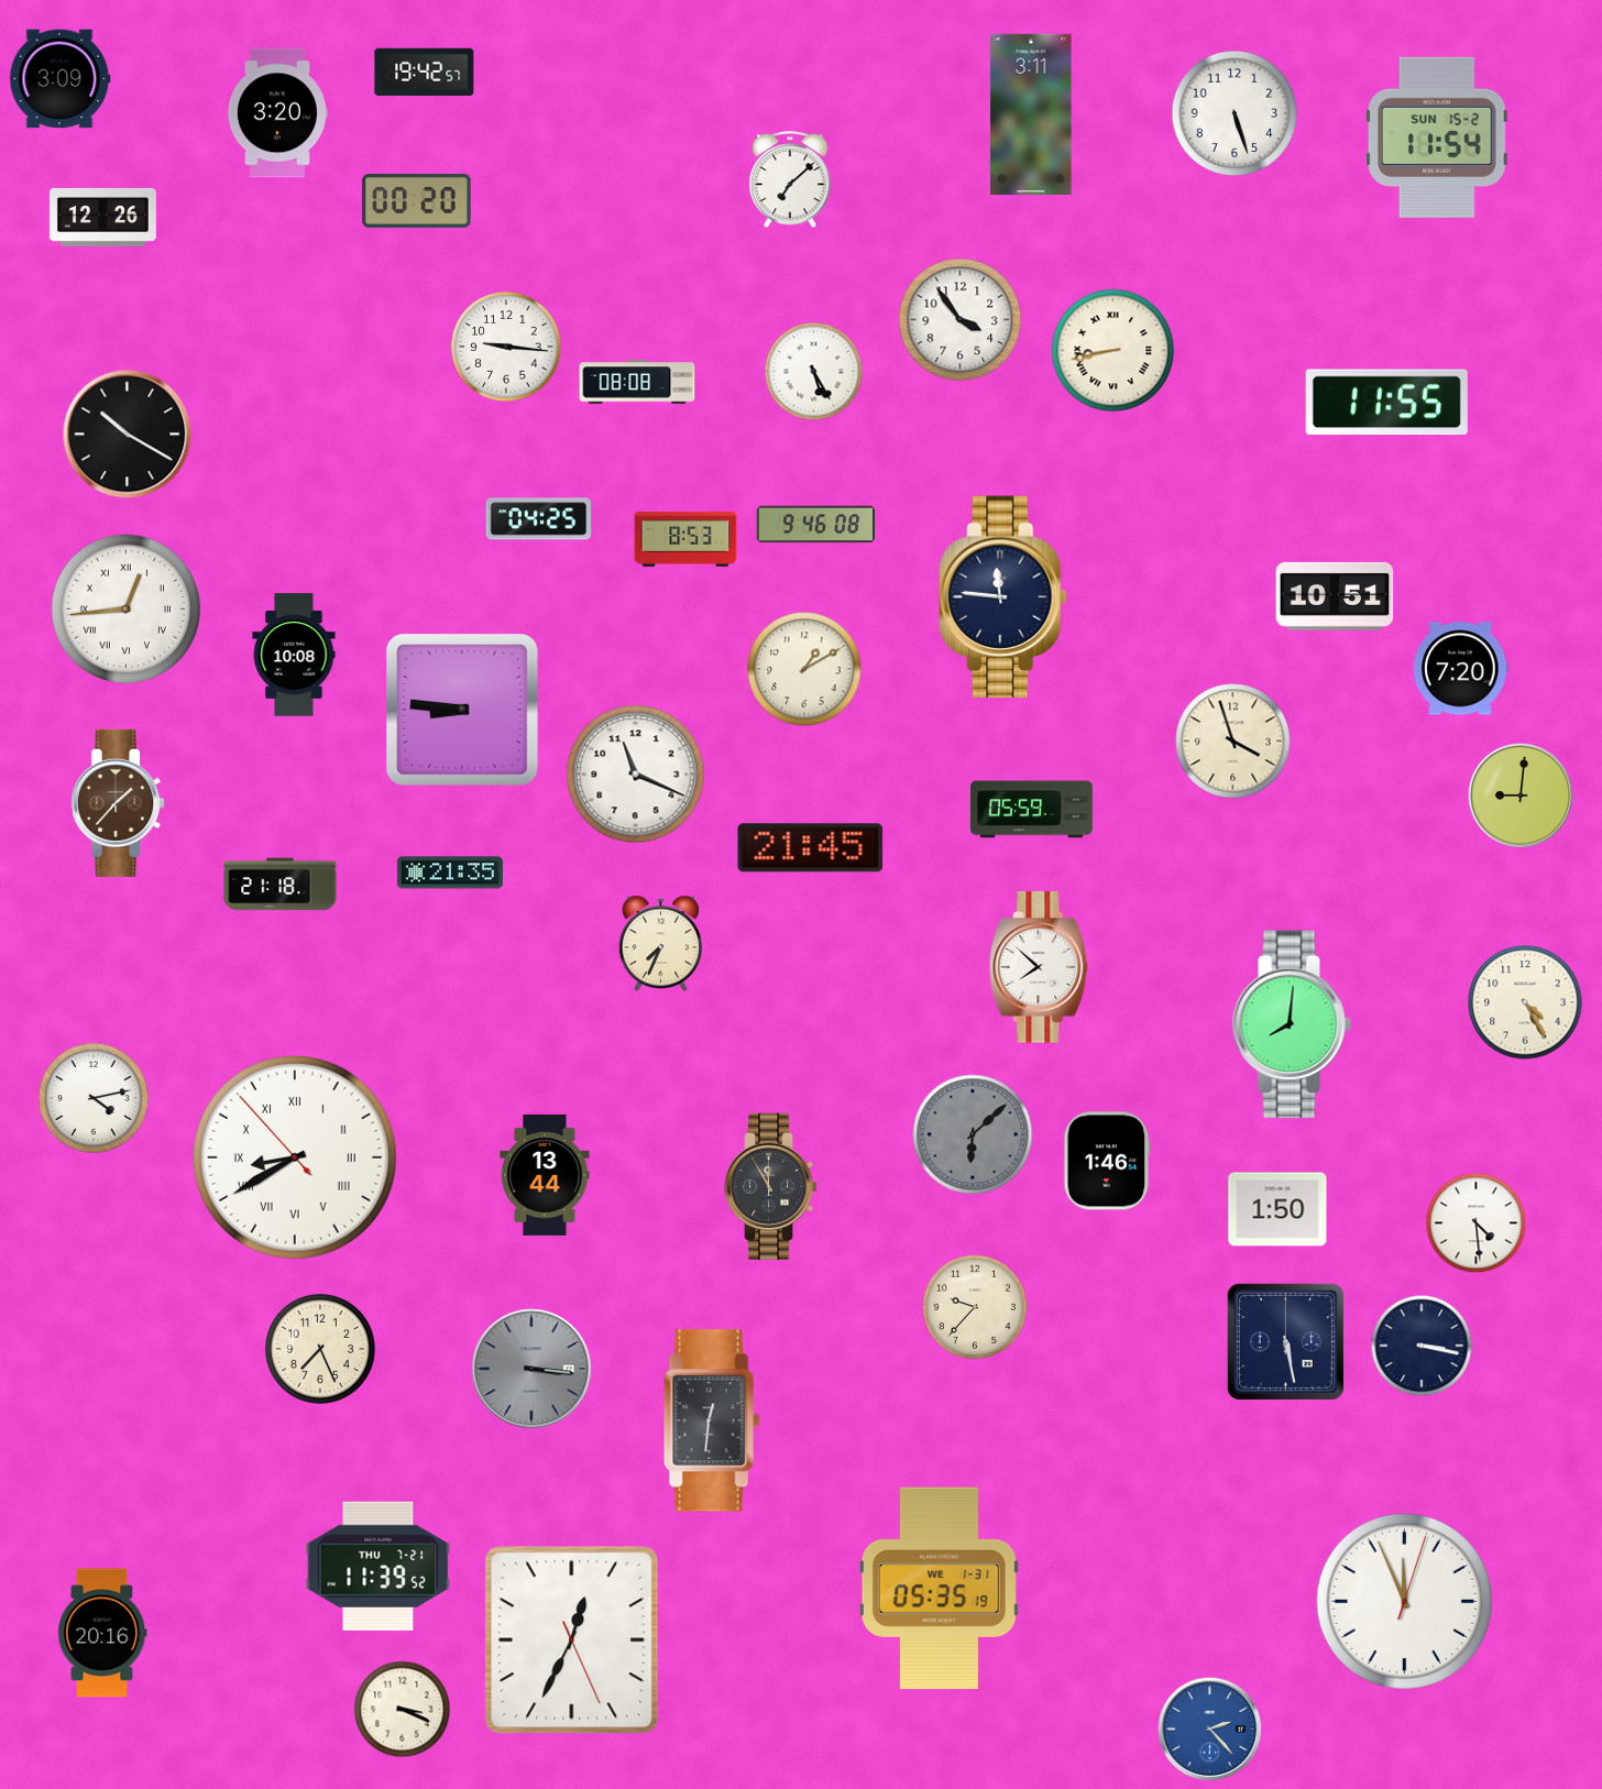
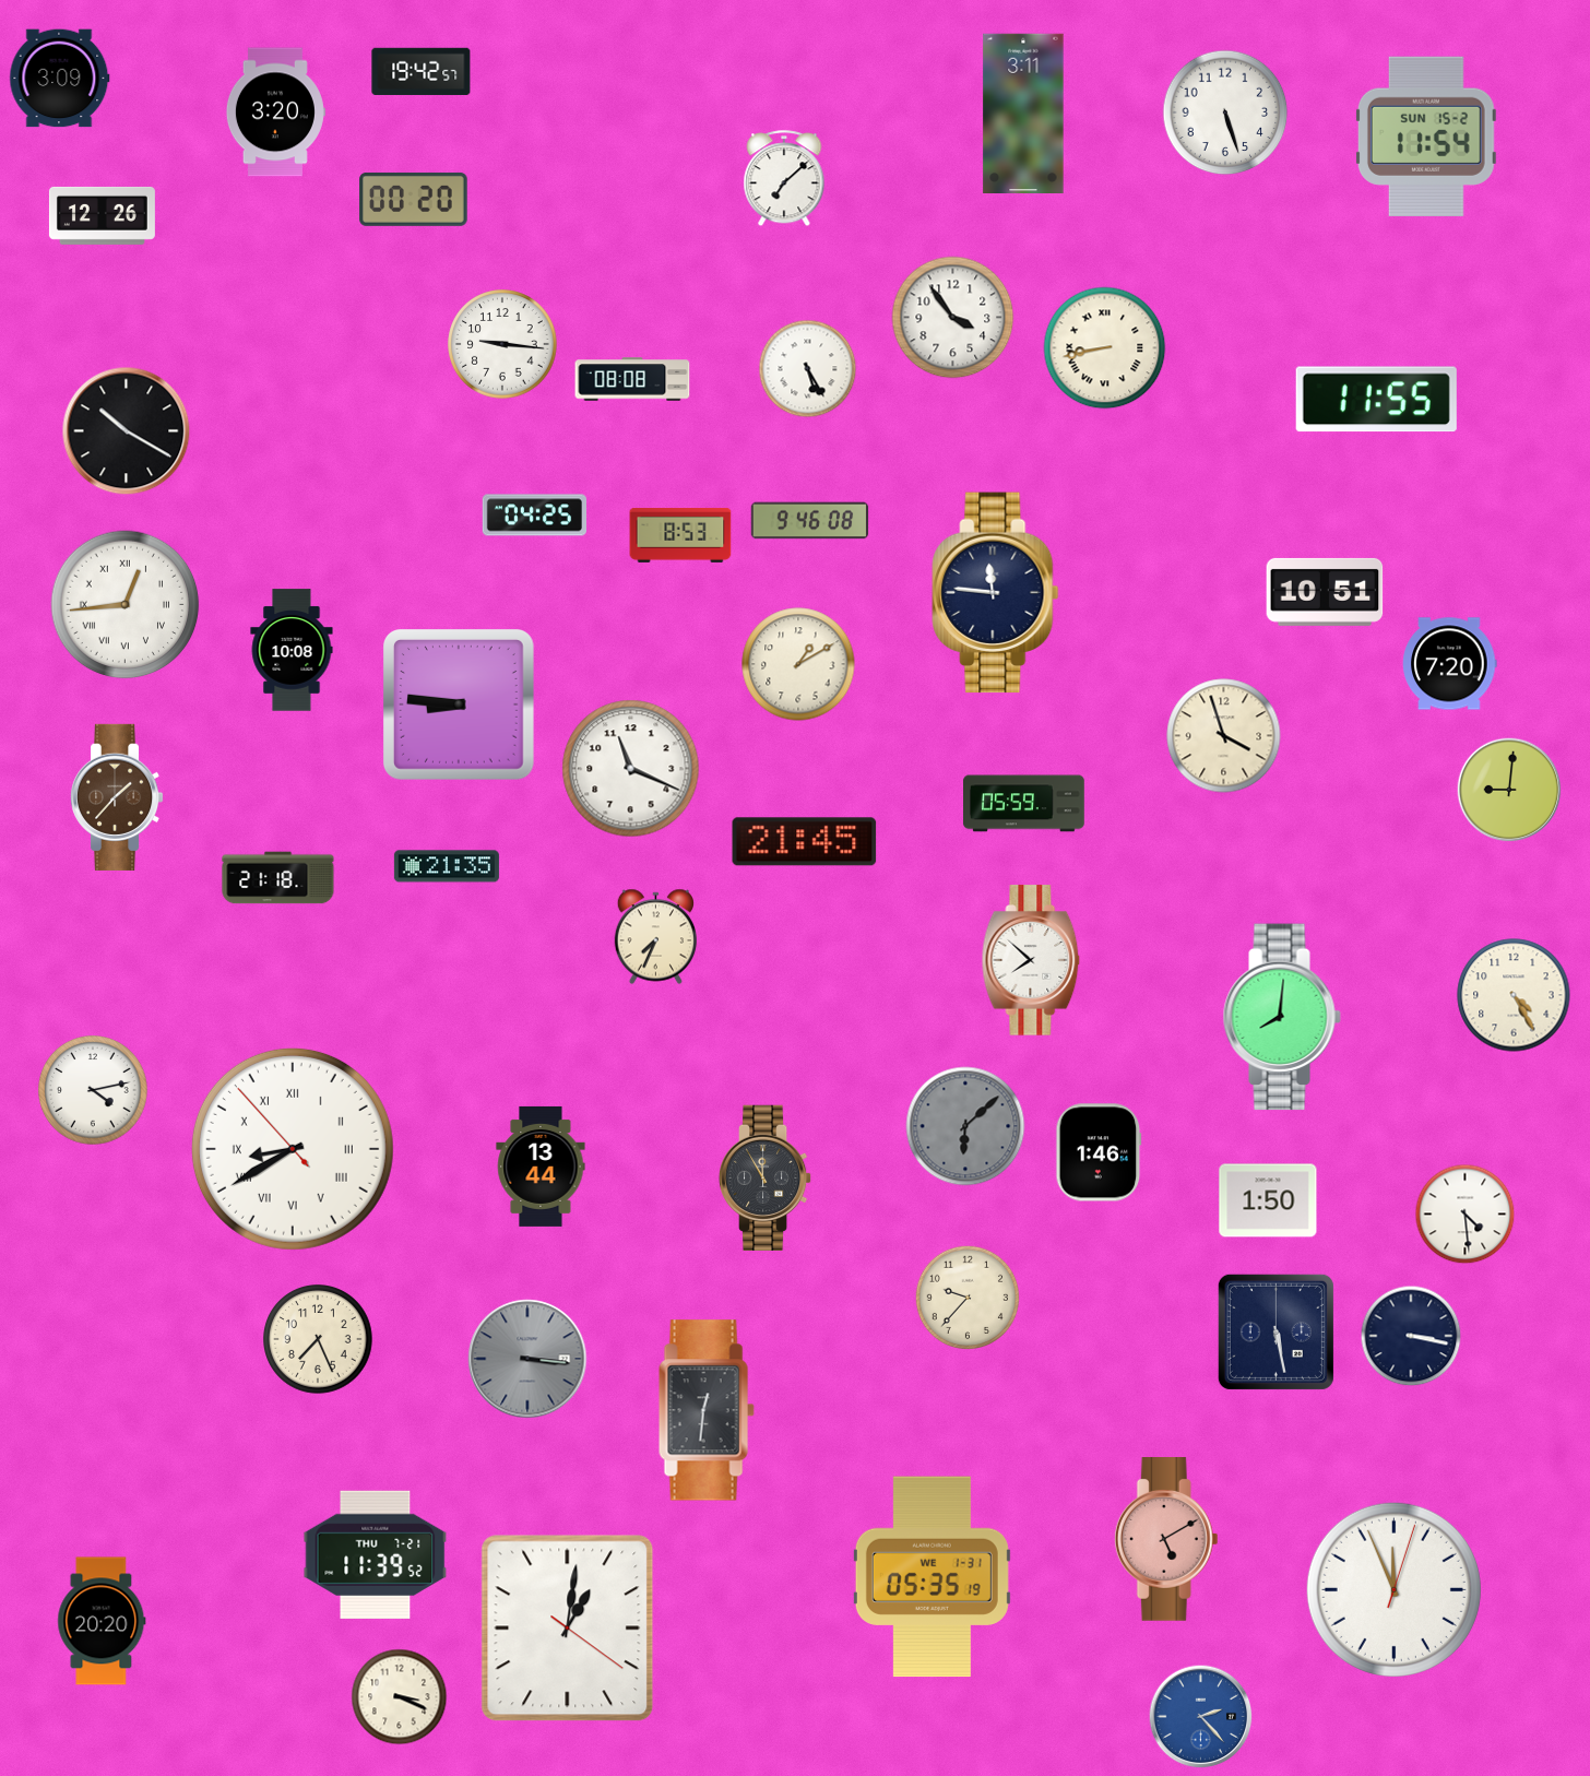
clock at (1166, 1540): none -> 5:10
clock at (102, 1633): 20:16 -> 20:20
clock at (572, 1640): 12:34 -> 1:01
